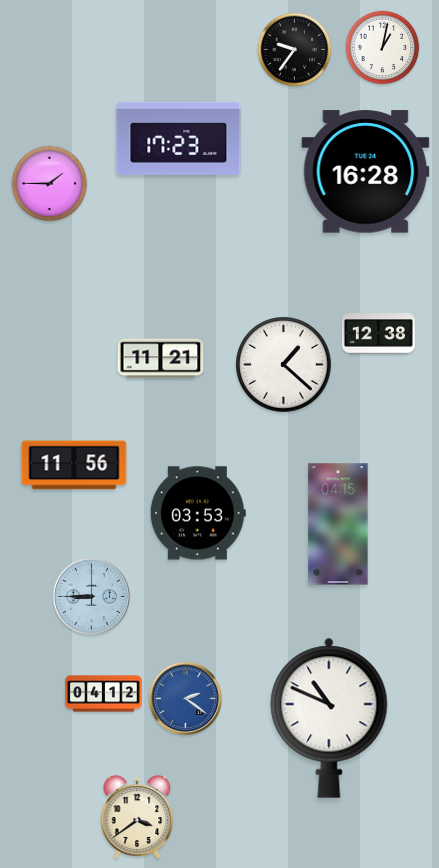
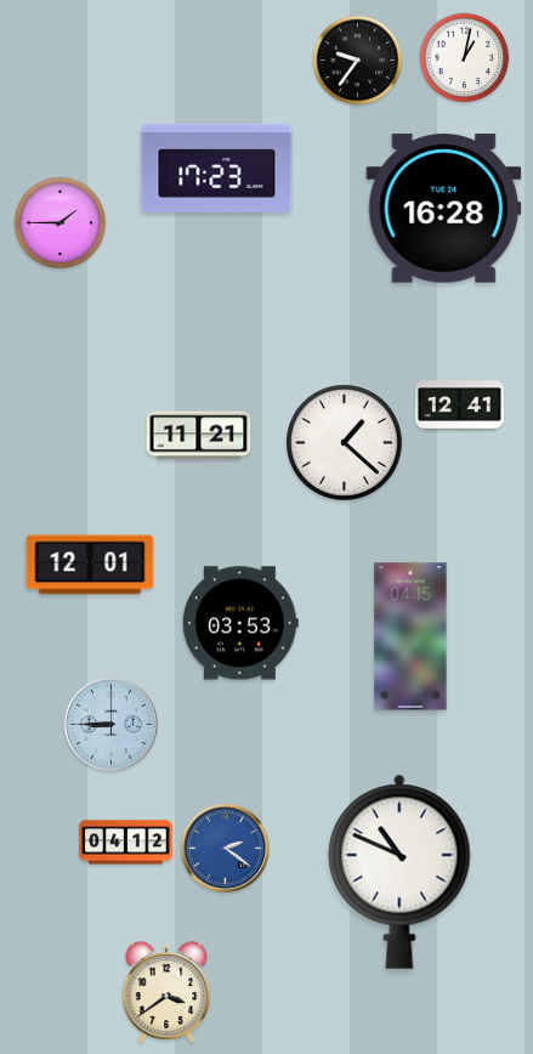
clock at (378, 334): 12:38 -> 12:41
clock at (161, 359) position: (161, 359) -> (199, 436)
clock at (74, 465): 11:56 -> 12:01
